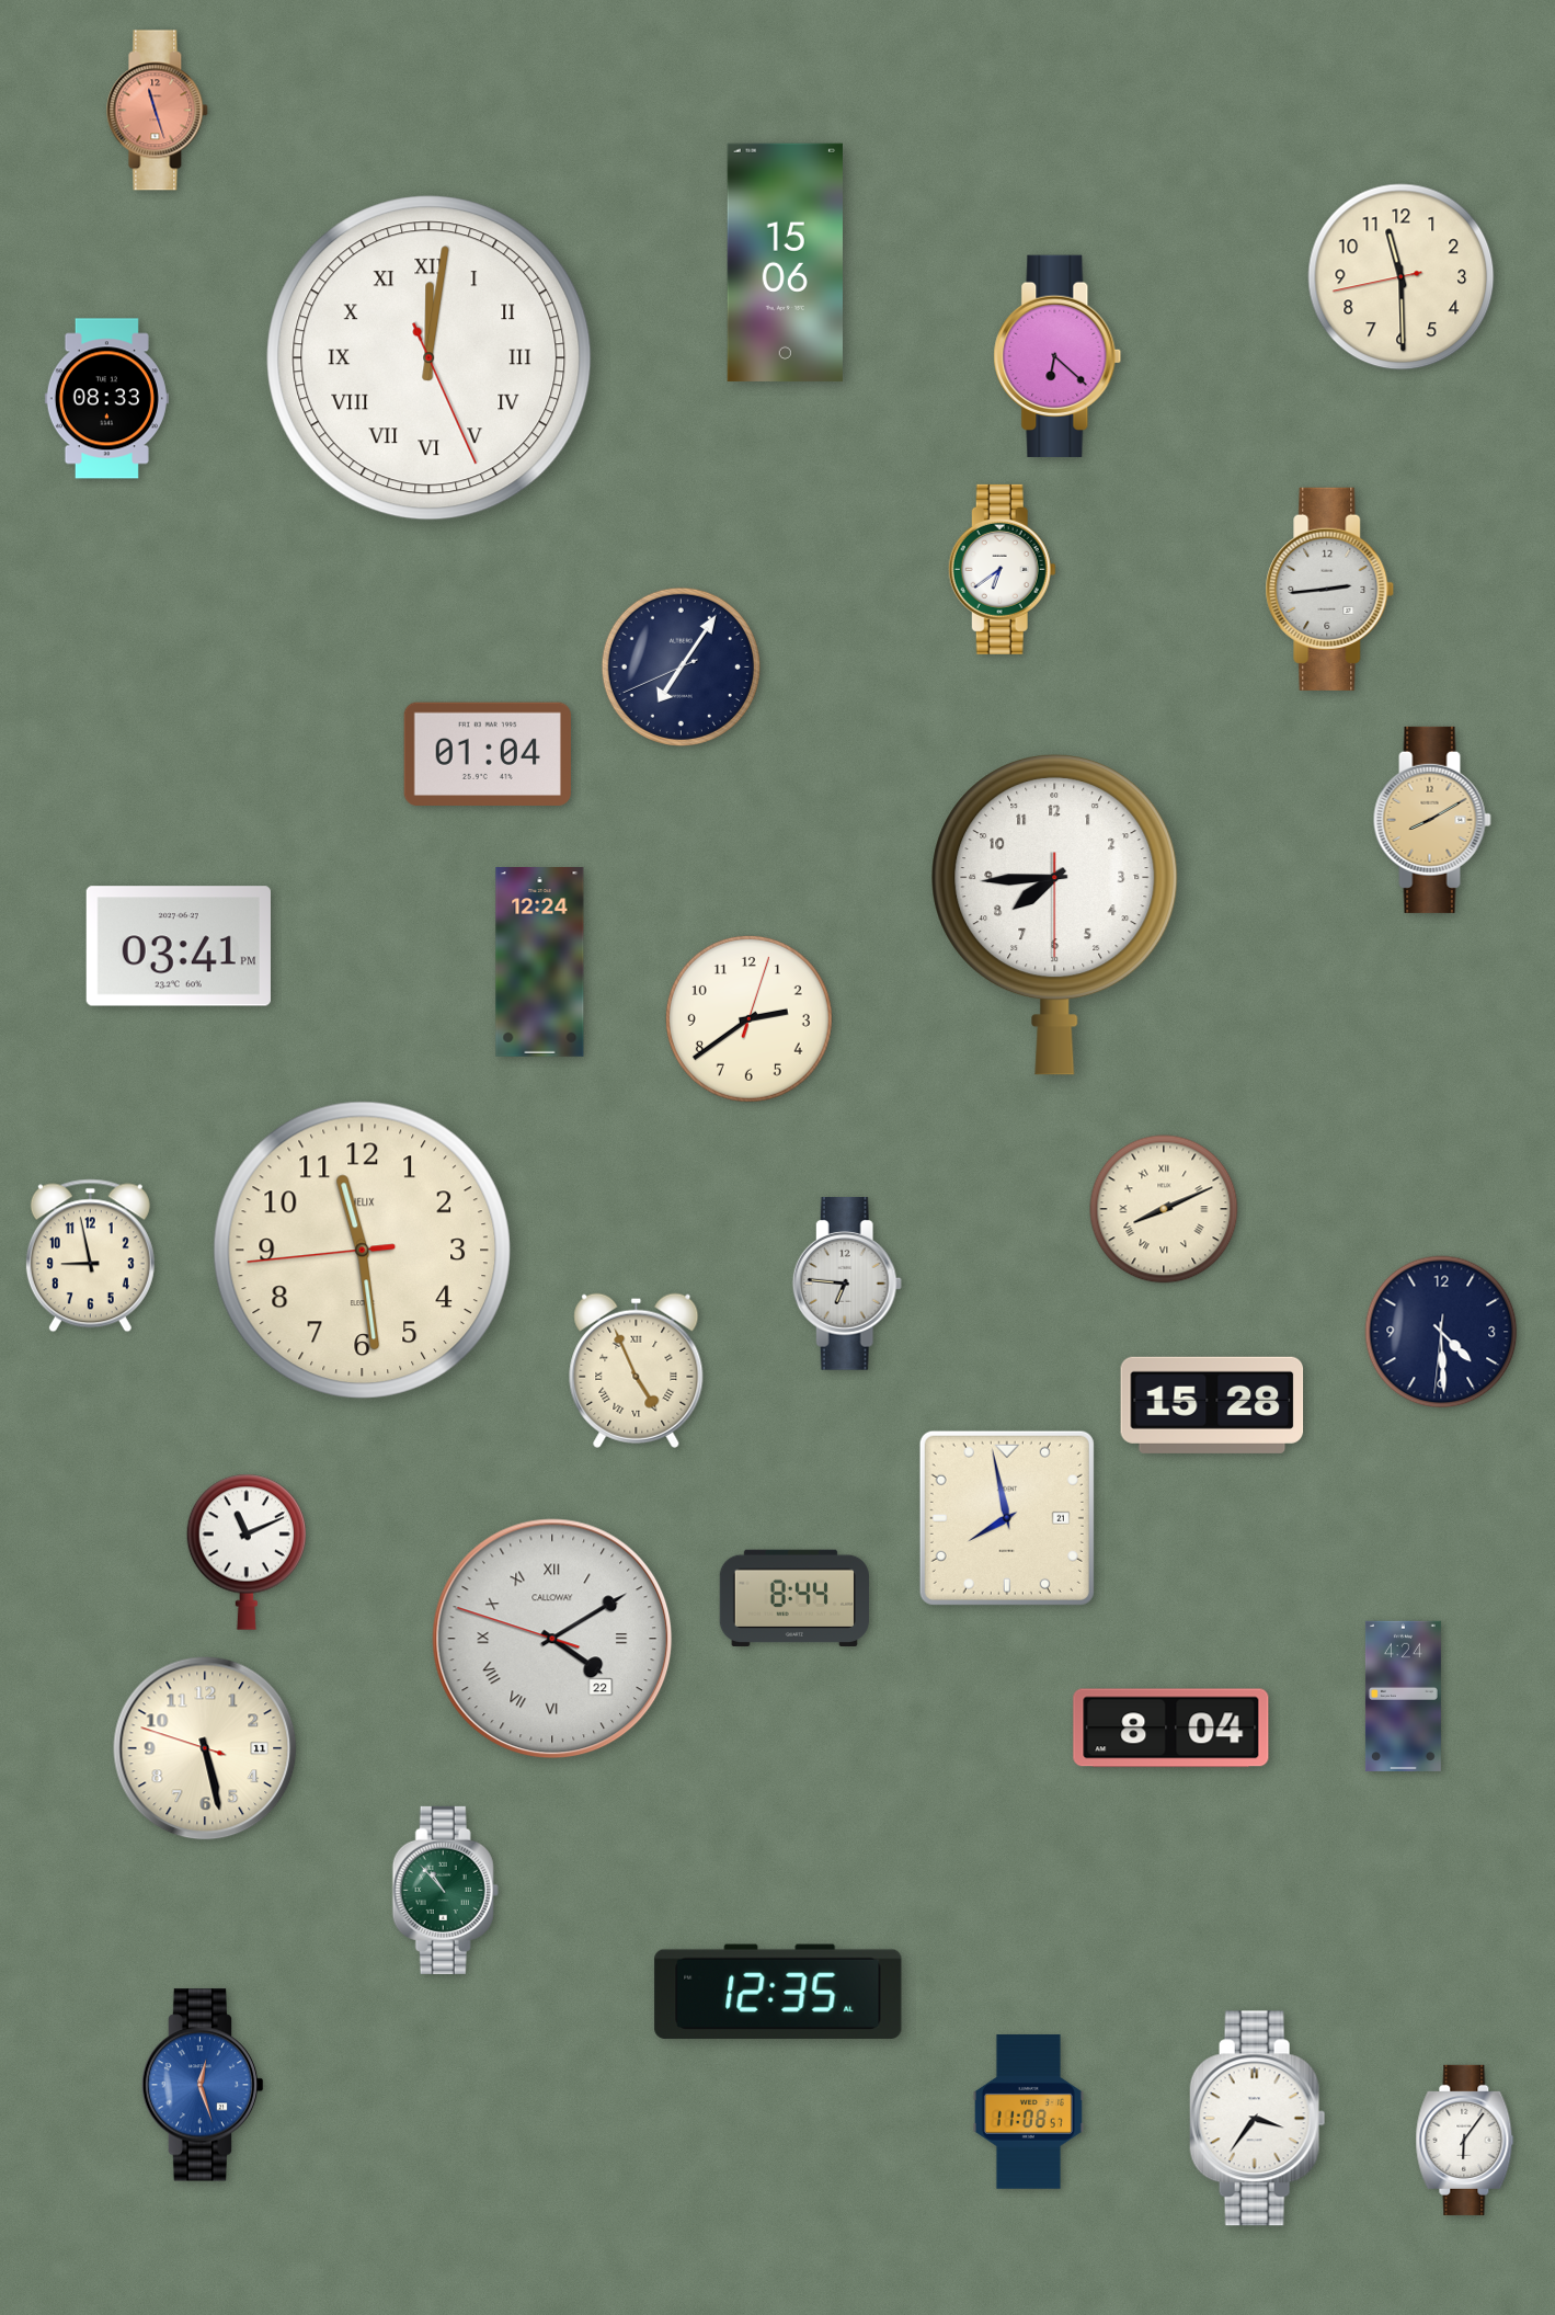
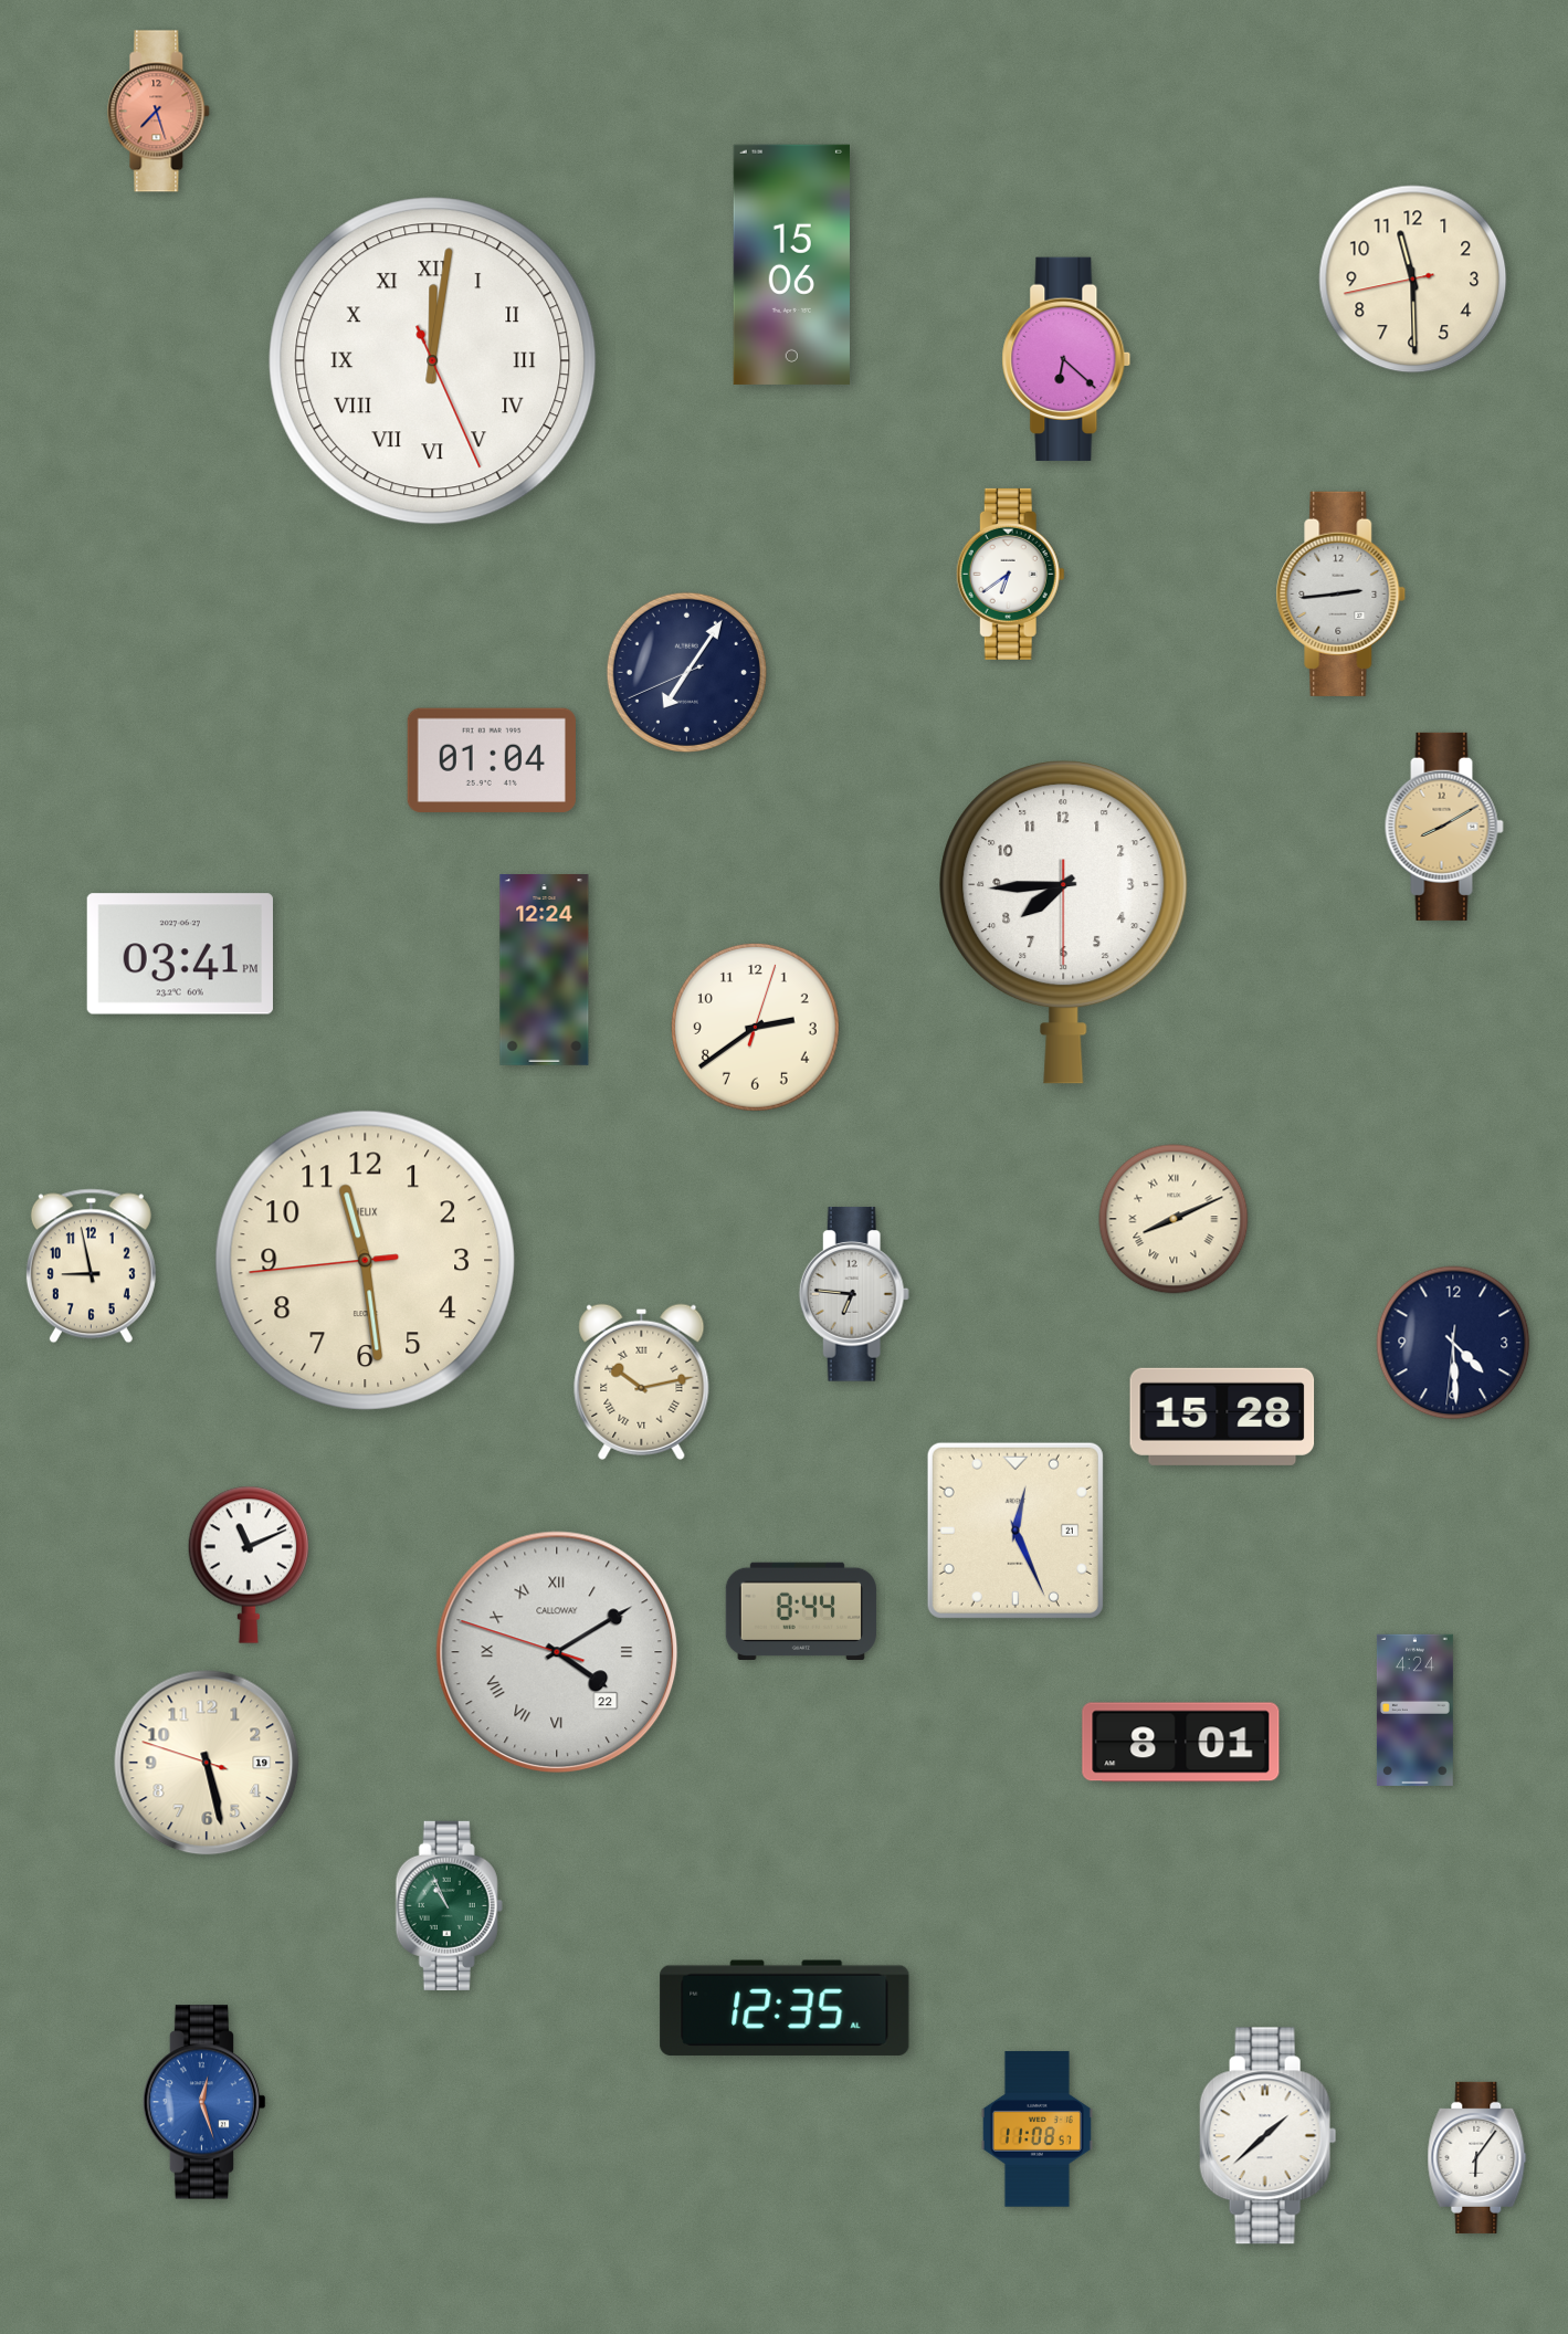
clock at (158, 111): 11:27 -> 7:27
clock at (106, 399): 08:33 -> none
clock at (637, 1370): 4:56 -> 10:13
clock at (1007, 1518): 7:58 -> 12:26
clock at (1171, 1729): 8:04 -> 8:01
clock at (205, 1748) date: 11 -> 19
clock at (445, 1890): 10:53 -> 10:56
clock at (1258, 2119): 3:36 -> 1:38
